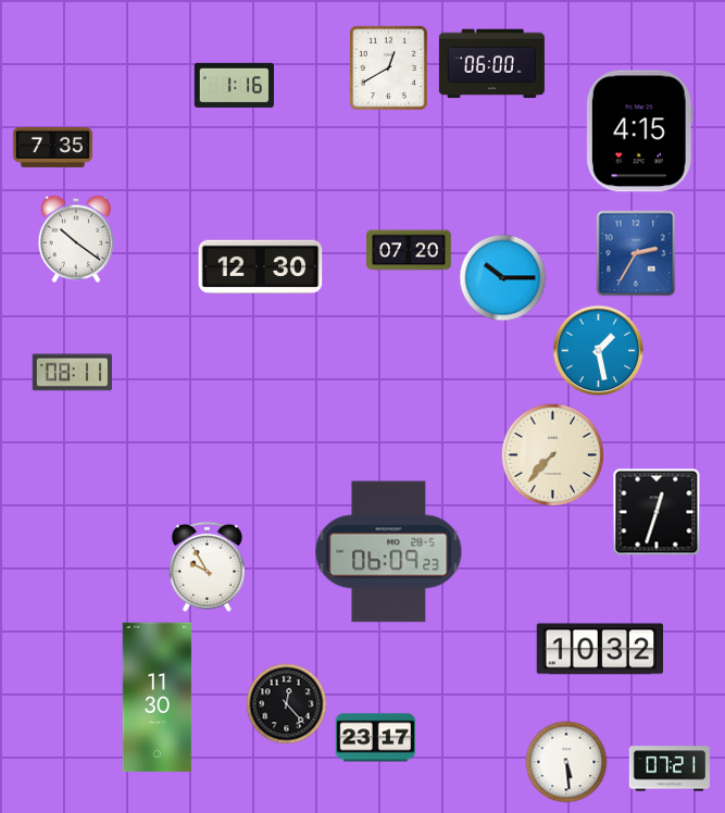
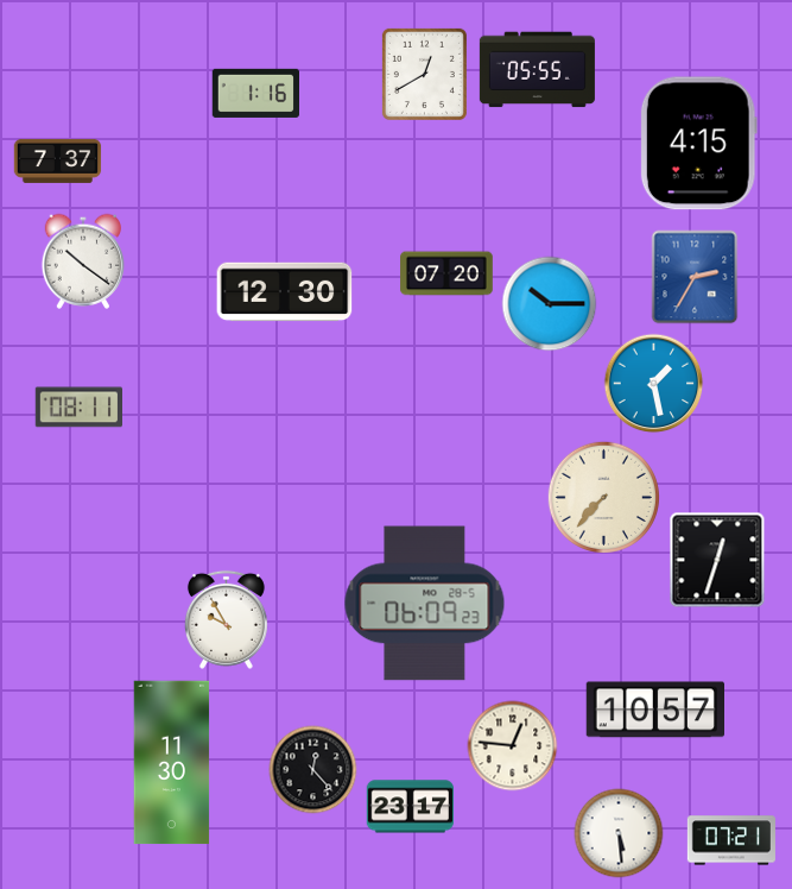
clock at (491, 64): 06:00 -> 05:55
clock at (53, 147): 7:35 -> 7:37
clock at (599, 649): 10:32 -> 10:57
clock at (513, 746): none -> 12:46
